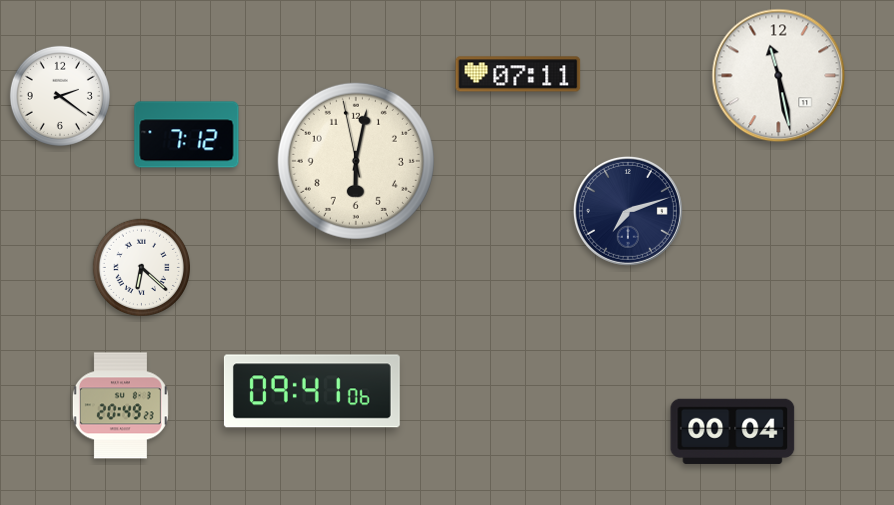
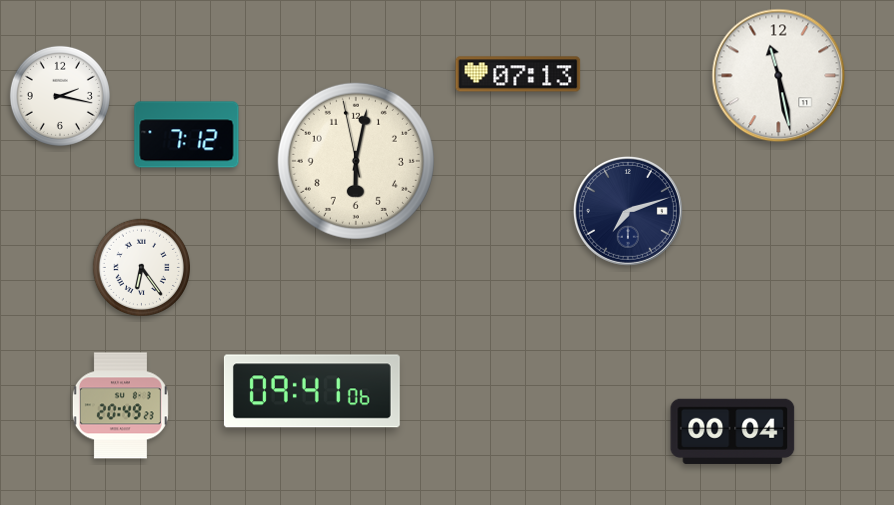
clock at (518, 74): 07:11 -> 07:13
clock at (60, 96): 2:21 -> 2:17
clock at (141, 267): 6:22 -> 6:24
